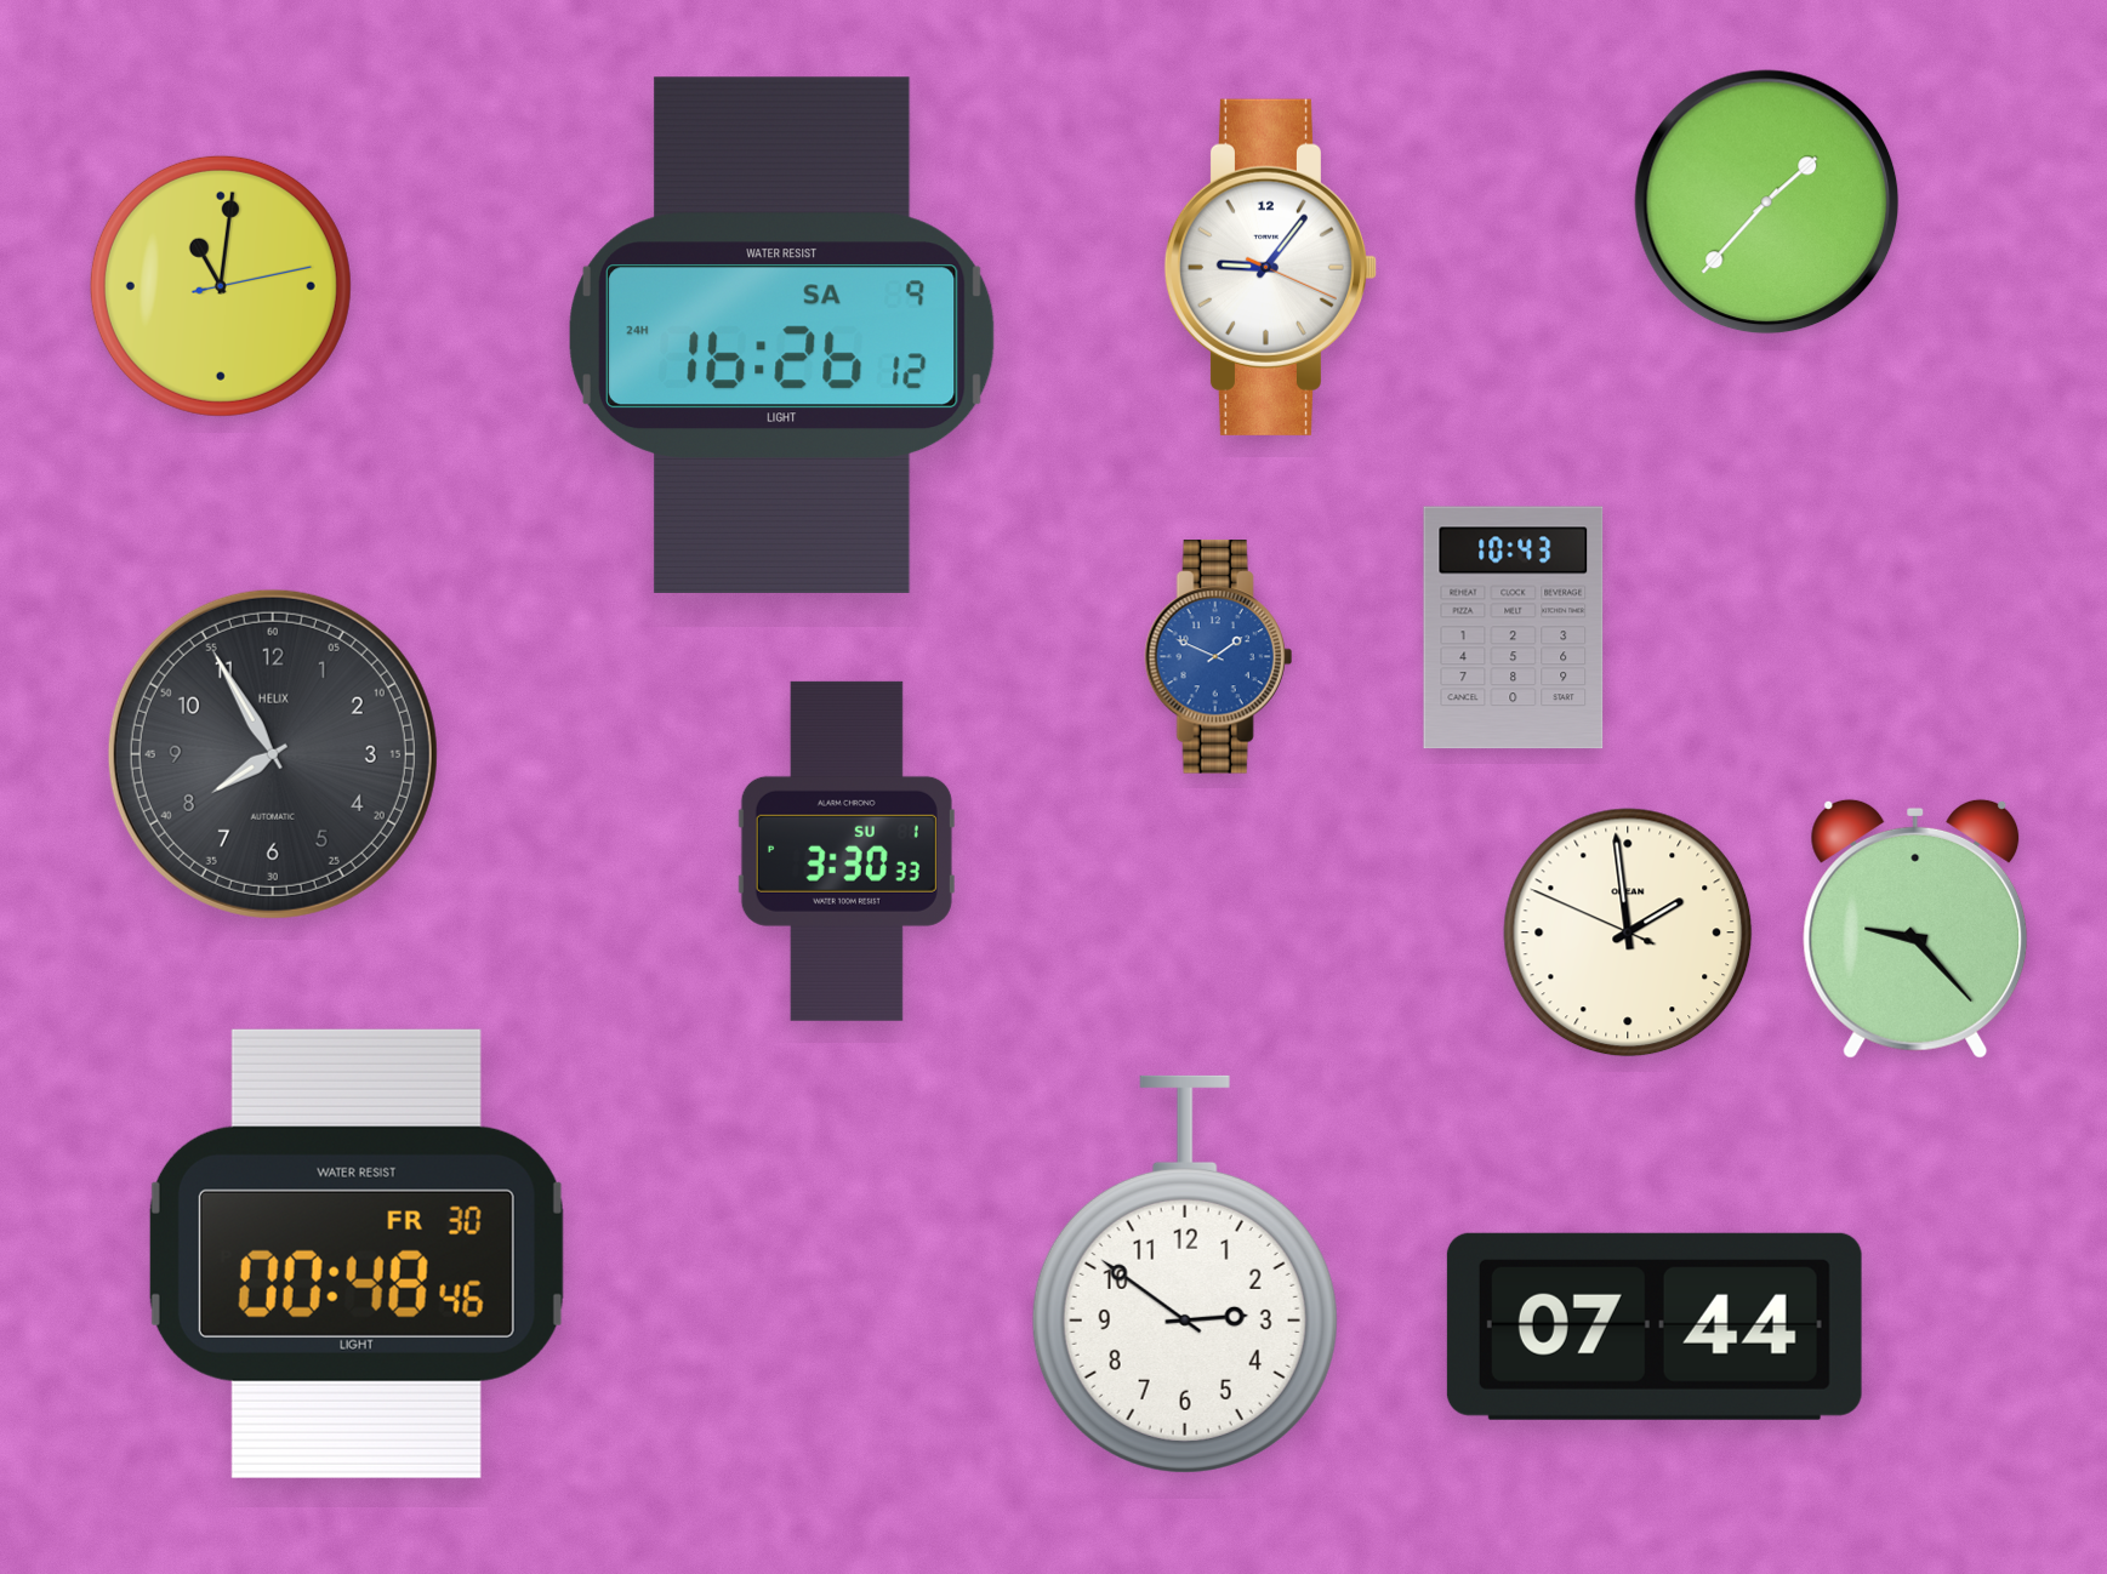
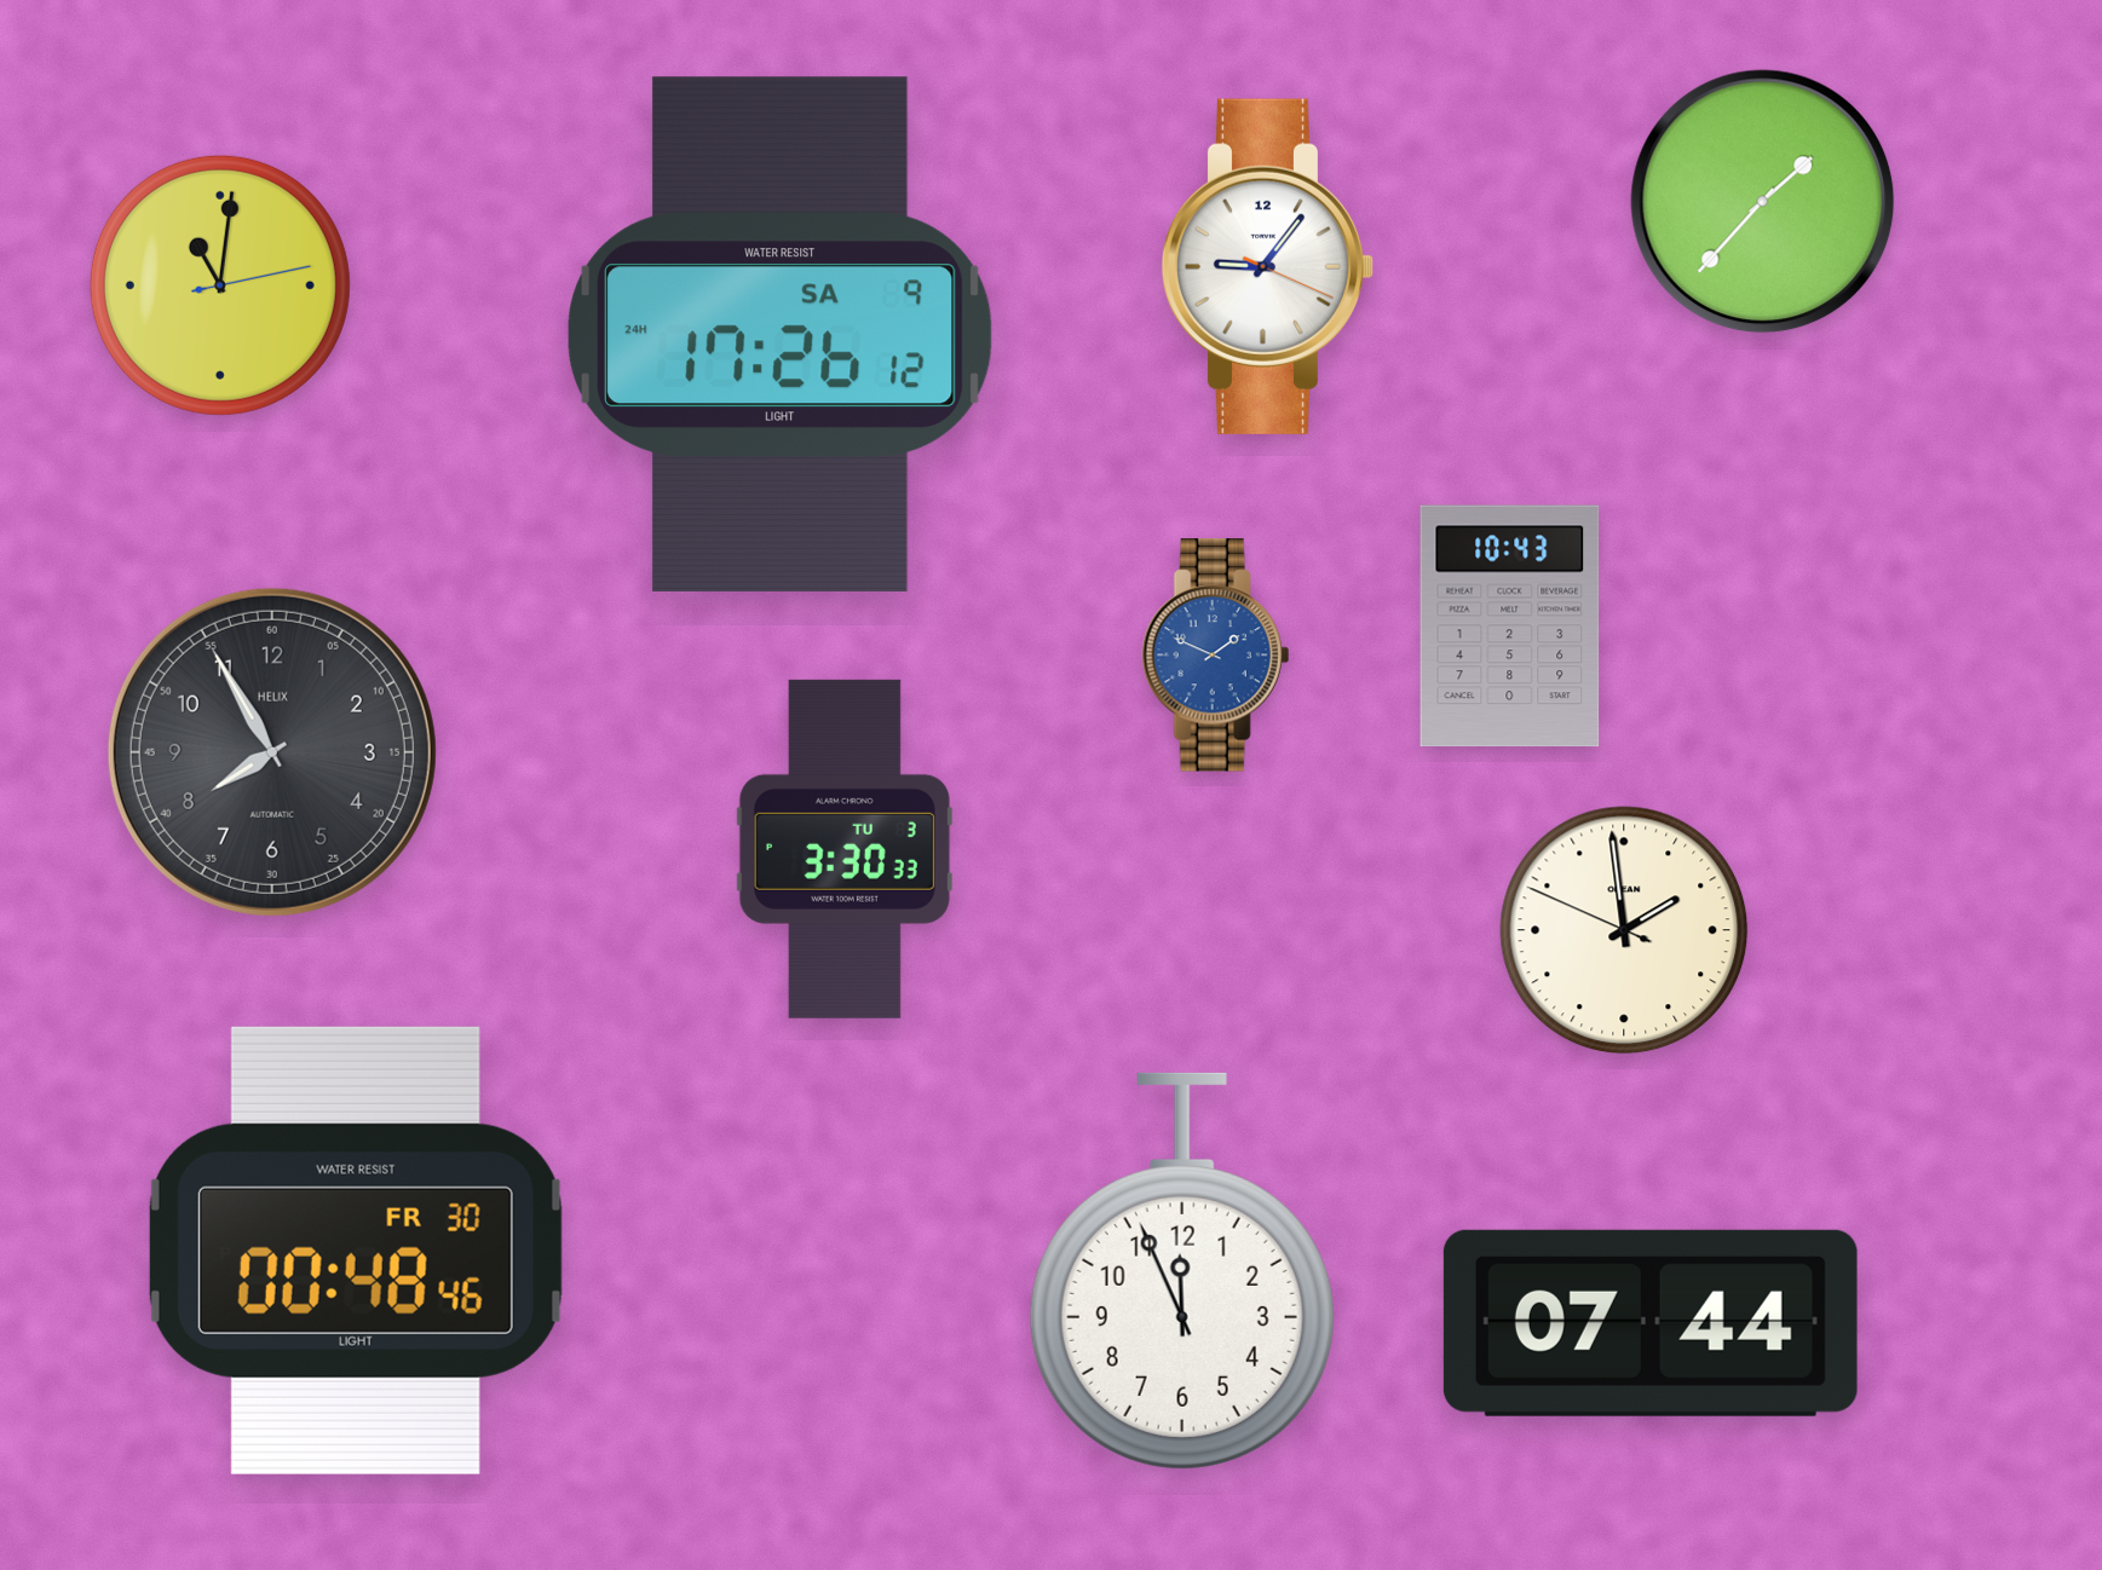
clock at (782, 335): 16:26 -> 17:26
clock at (847, 851) date: SU 1 -> TU 3
clock at (1915, 929): 9:23 -> none
clock at (1185, 1274): 2:51 -> 11:56
